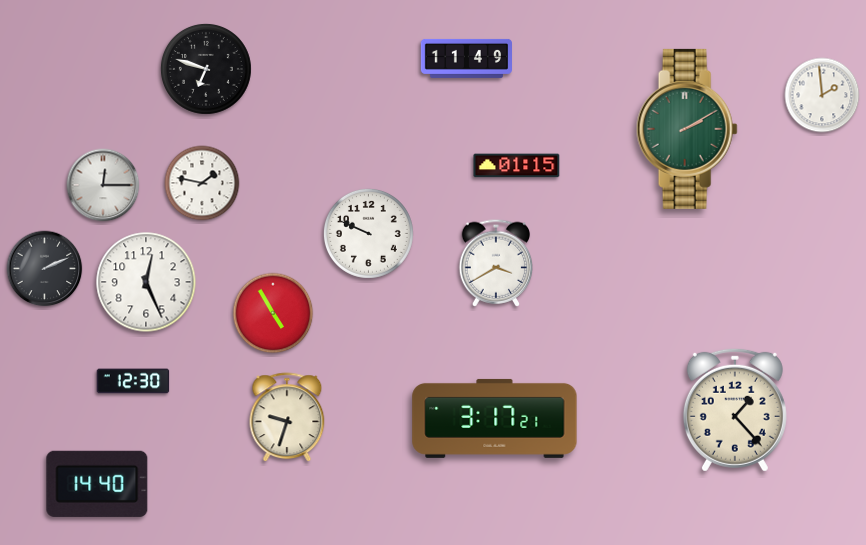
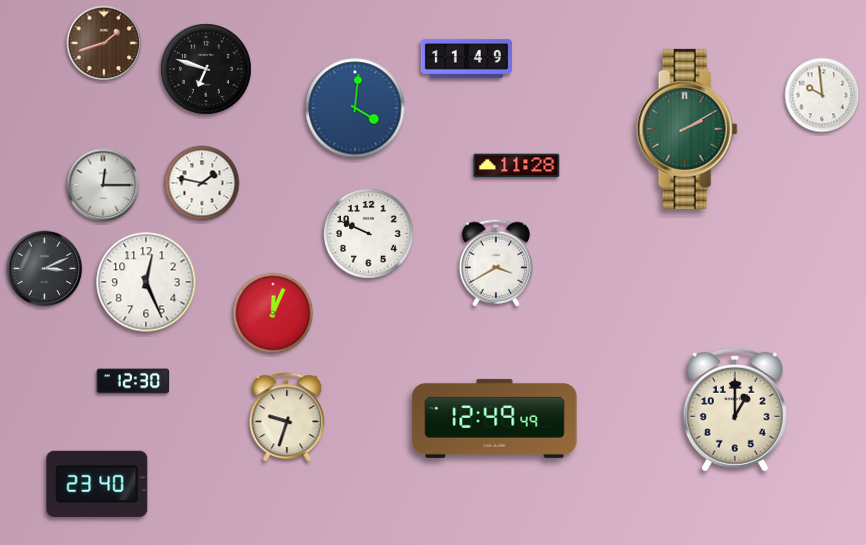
clock at (104, 43): none -> 1:42
clock at (822, 95): 1:59 -> 9:59
clock at (355, 108): none -> 4:01
clock at (517, 166): 01:15 -> 11:28
clock at (45, 269): 2:11 -> 3:11
clock at (273, 313): 4:55 -> 12:04
clock at (735, 410): 1:23 -> 1:00
clock at (495, 418): 3:17 -> 12:49
clock at (97, 484): 14:40 -> 23:40
